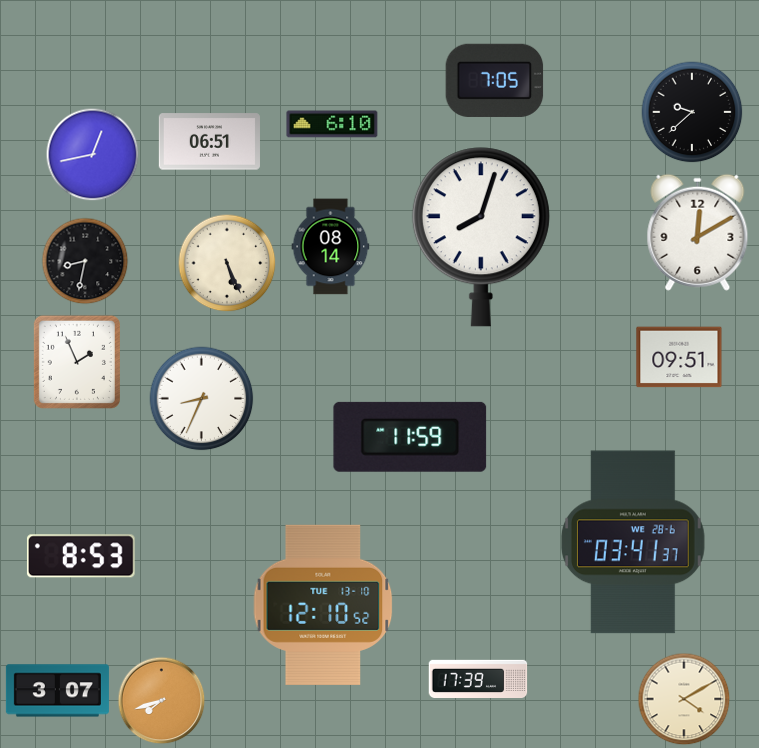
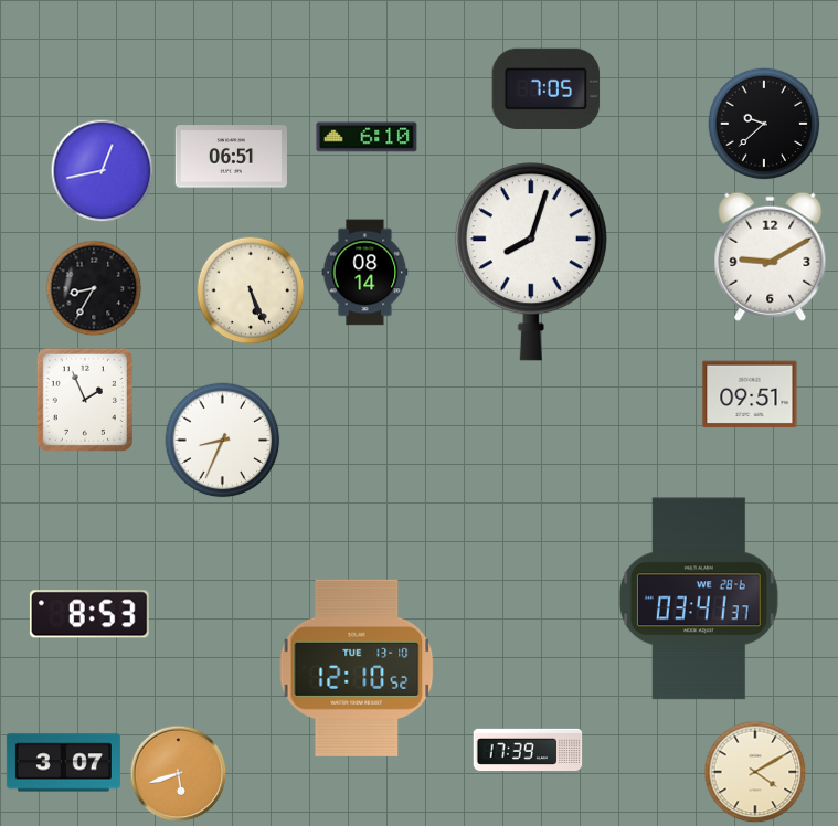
clock at (698, 232): 12:10 -> 9:10
clock at (85, 261): 8:32 -> 8:35
clock at (410, 437): 11:59 -> none
clock at (162, 701): 7:42 -> 5:42
